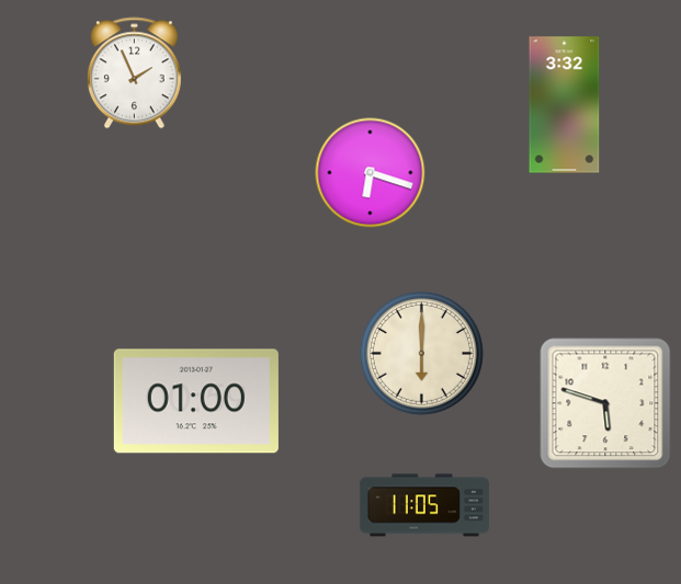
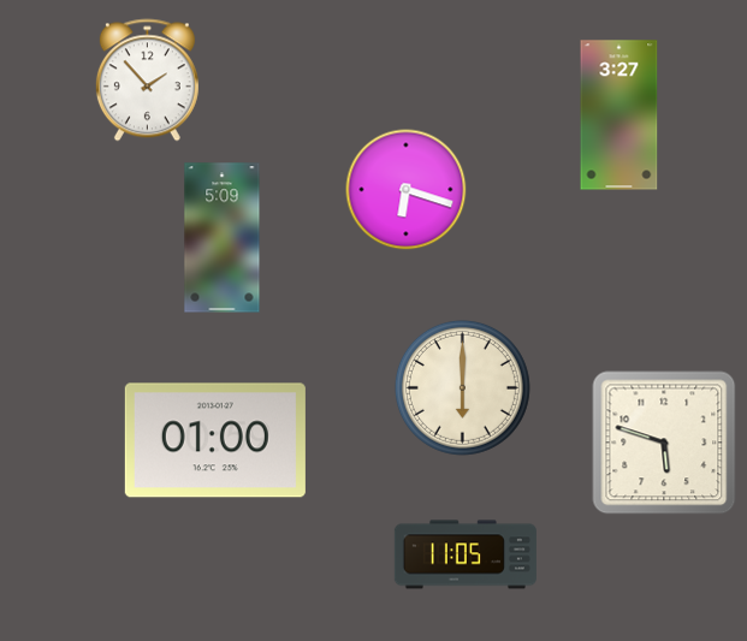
clock at (134, 73): 1:56 -> 1:53
clock at (565, 105): 3:32 -> 3:27
clock at (223, 238): none -> 5:09
